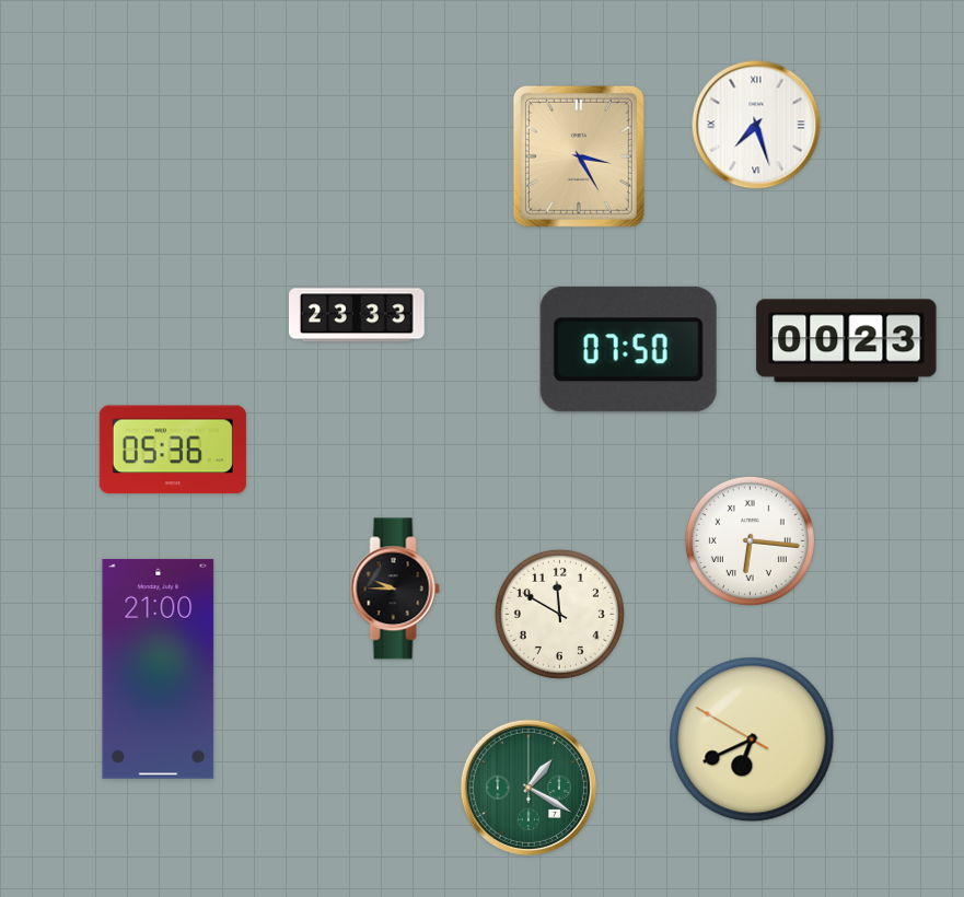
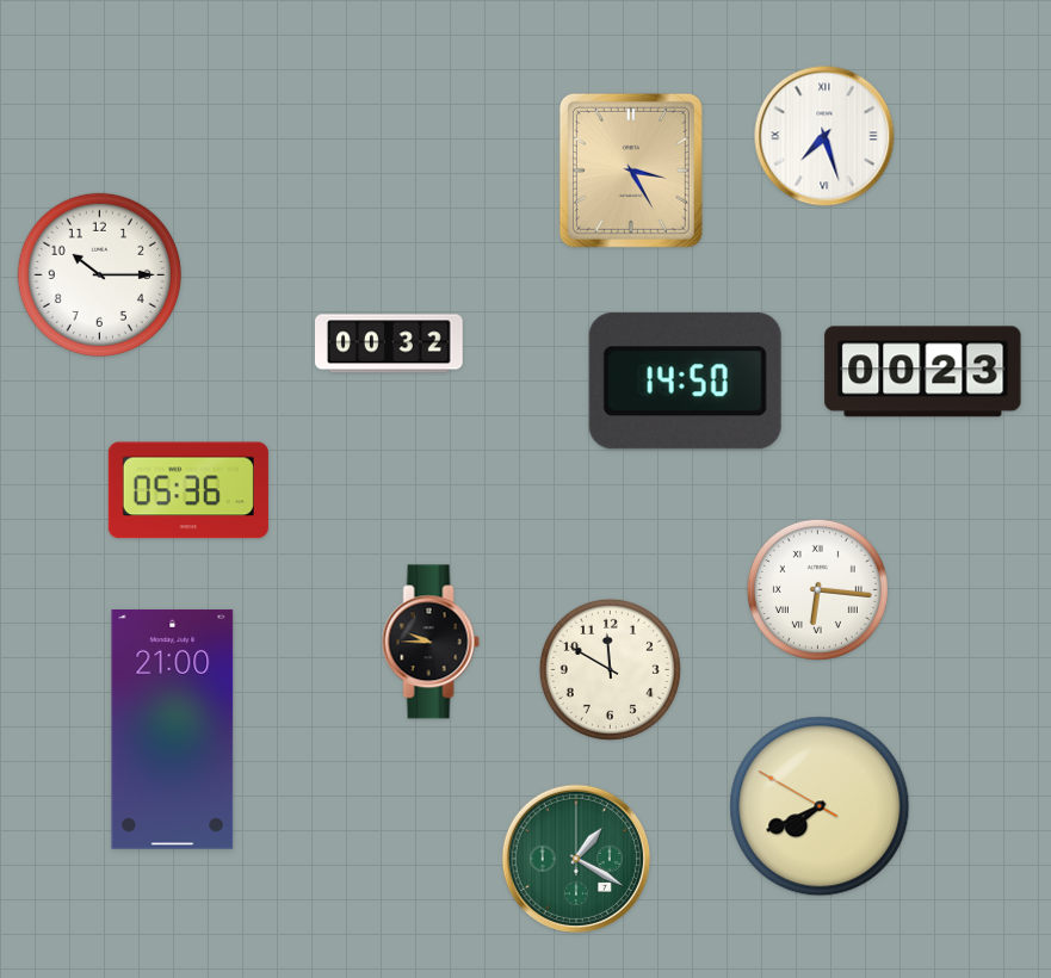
clock at (99, 274): none -> 10:15
clock at (358, 315): 23:33 -> 00:32
clock at (628, 350): 07:50 -> 14:50
clock at (752, 739): 6:40 -> 7:40
